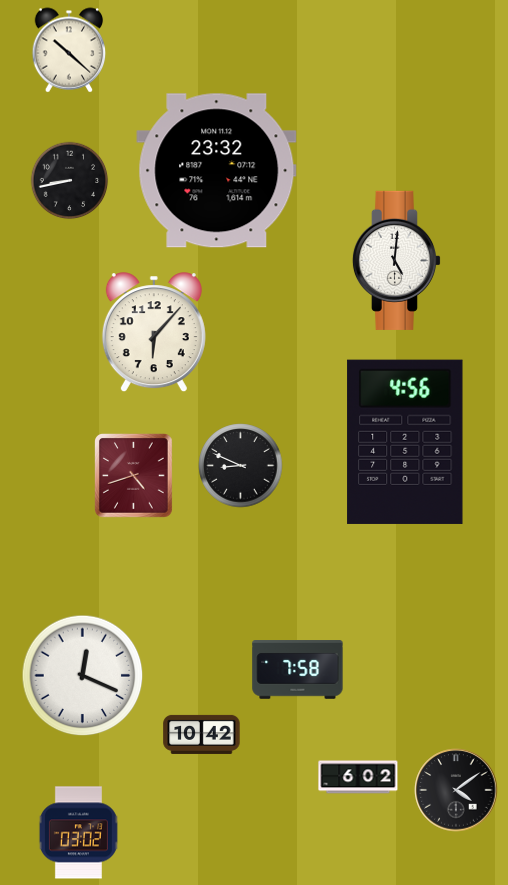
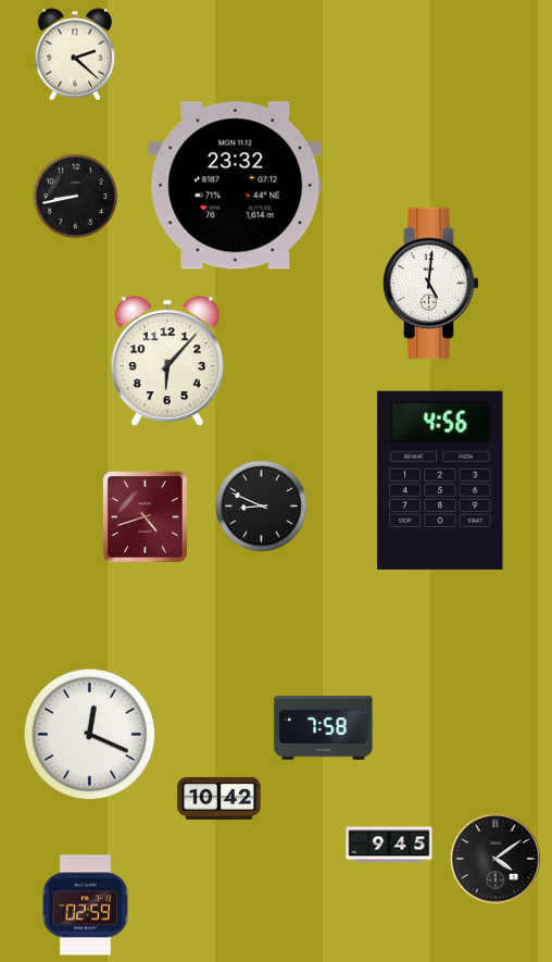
clock at (69, 50): 10:22 -> 2:22
clock at (358, 777): 6:02 -> 9:45
clock at (78, 833): 03:02 -> 02:59
